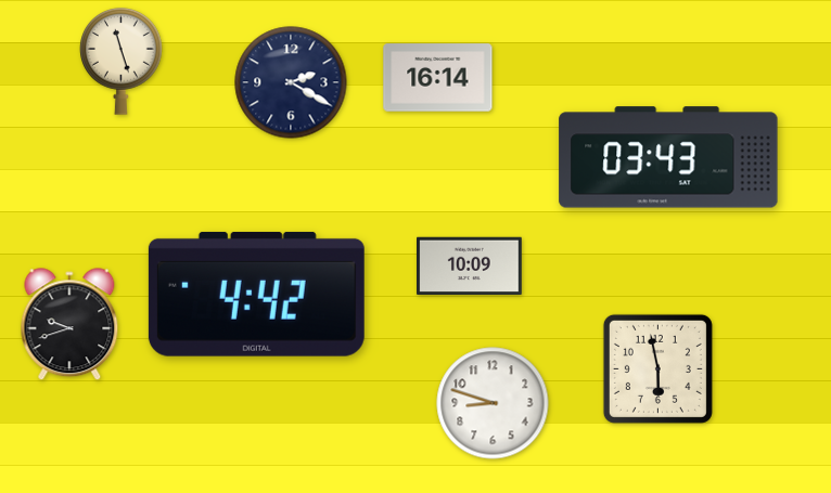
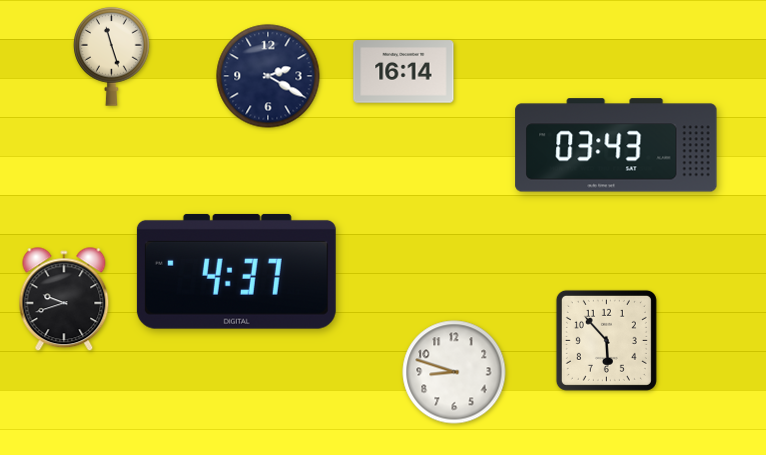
clock at (470, 267): 10:09 -> none
clock at (256, 294): 4:42 -> 4:37
clock at (657, 368): 5:58 -> 5:53
